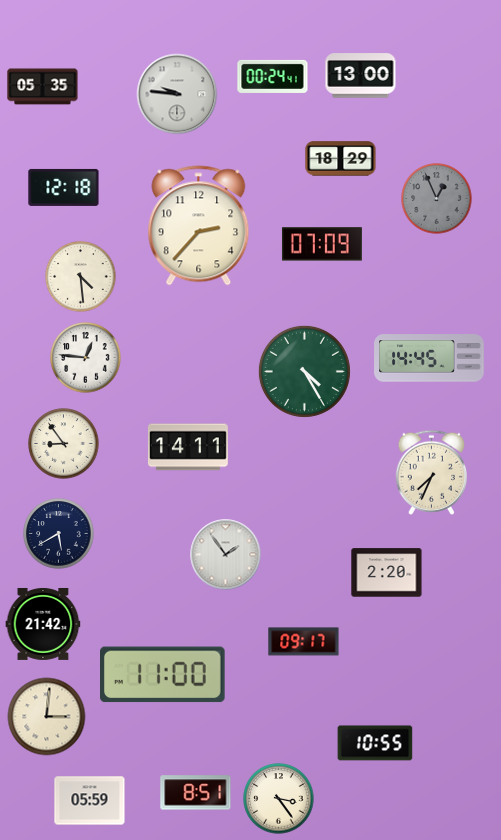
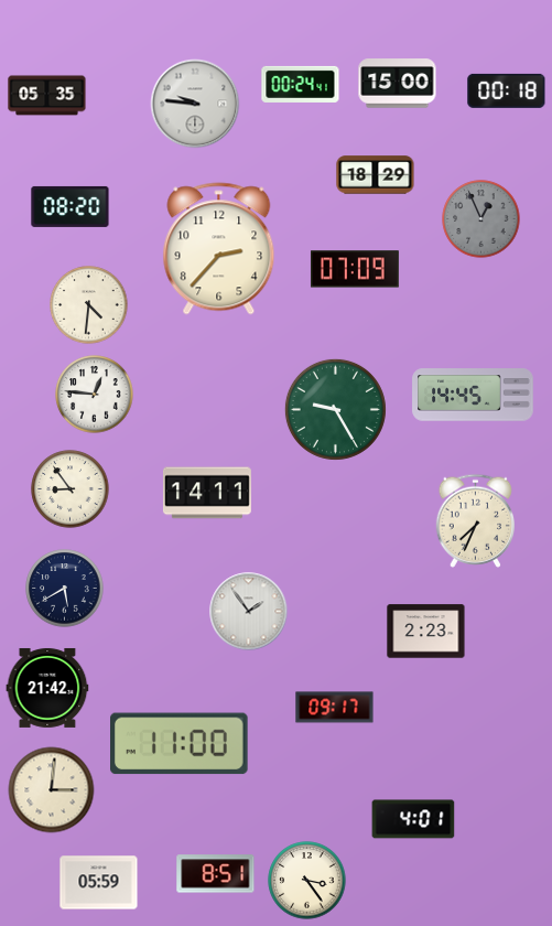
clock at (361, 76): 13:00 -> 15:00
clock at (507, 90): none -> 00:18
clock at (64, 187): 12:18 -> 08:20
clock at (81, 277): 4:29 -> 4:31
clock at (304, 371): 4:25 -> 9:25
clock at (387, 573): 2:20 -> 2:23
clock at (375, 743): 10:55 -> 4:01
